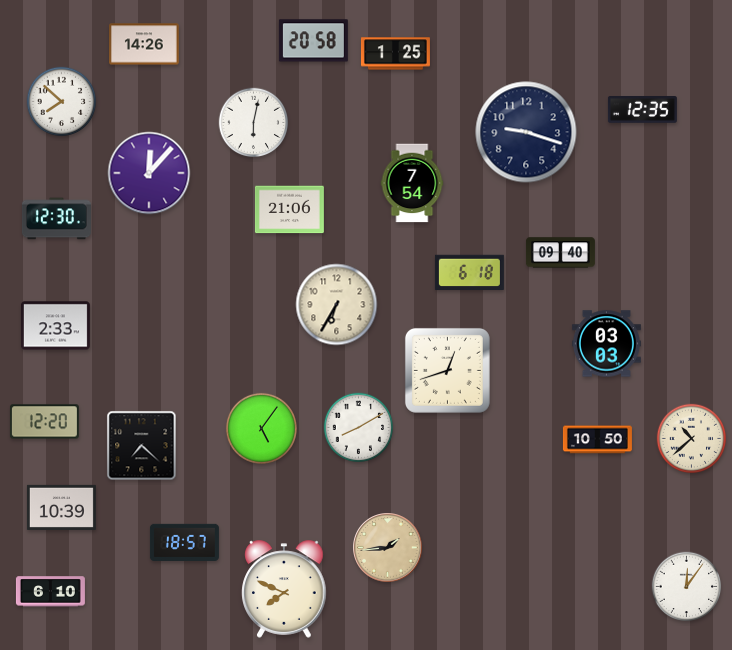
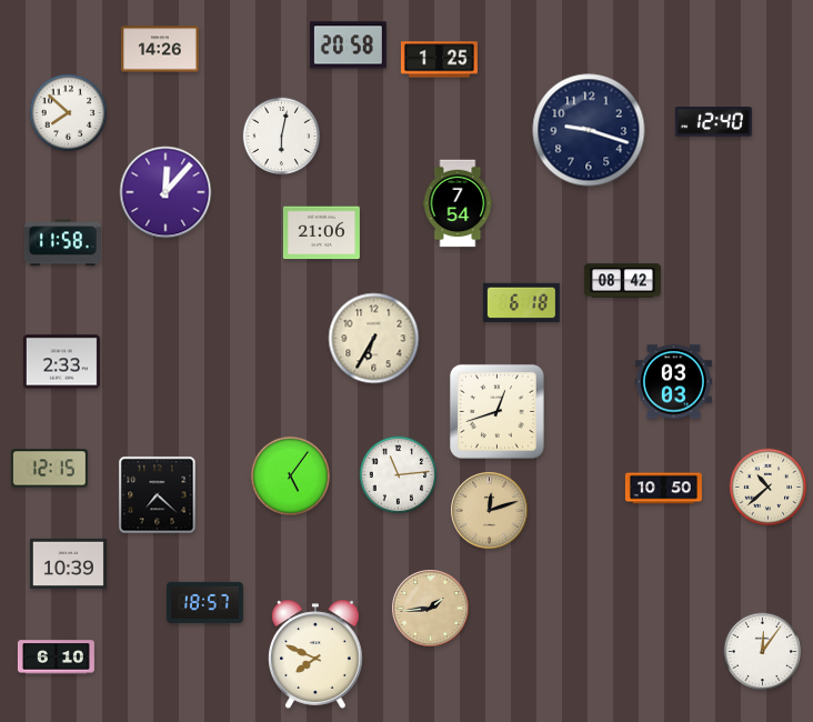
clock at (642, 110): 12:35 -> 12:40
clock at (526, 132) position: (526, 132) -> (589, 130)
clock at (56, 219): 12:30 -> 11:58
clock at (560, 253): 09:40 -> 08:42
clock at (44, 422): 12:20 -> 12:15
clock at (359, 428): 8:10 -> 11:14
clock at (490, 511): none -> 12:12
